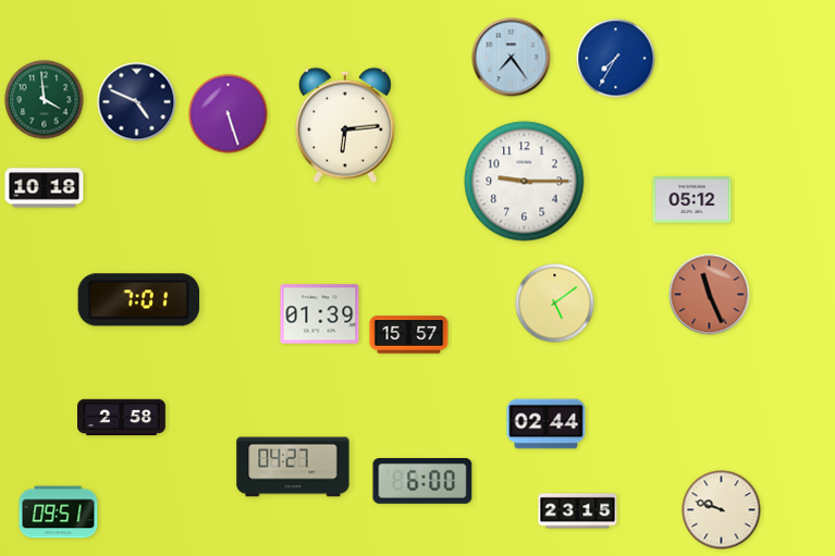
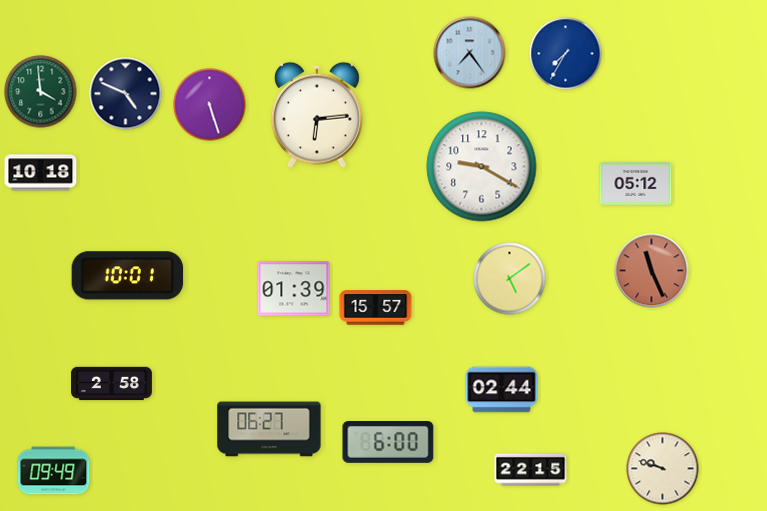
clock at (525, 182): 9:15 -> 9:20
clock at (139, 300): 7:01 -> 10:01
clock at (293, 467): 04:27 -> 06:27
clock at (578, 511): 23:15 -> 22:15
clock at (59, 512): 09:51 -> 09:49
